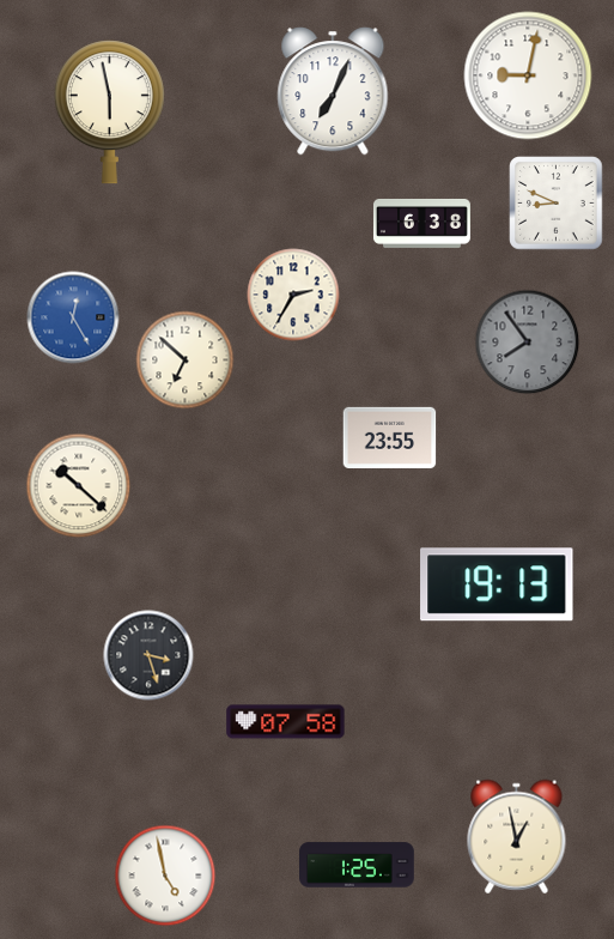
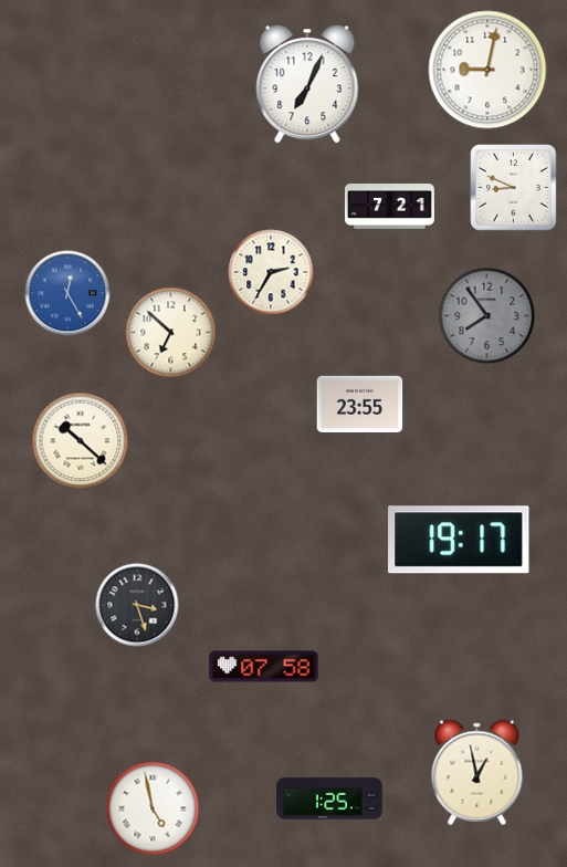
clock at (109, 113): 5:58 -> none
clock at (422, 223): 6:38 -> 7:21
clock at (79, 486) position: (79, 486) -> (81, 441)
clock at (497, 584): 19:13 -> 19:17
